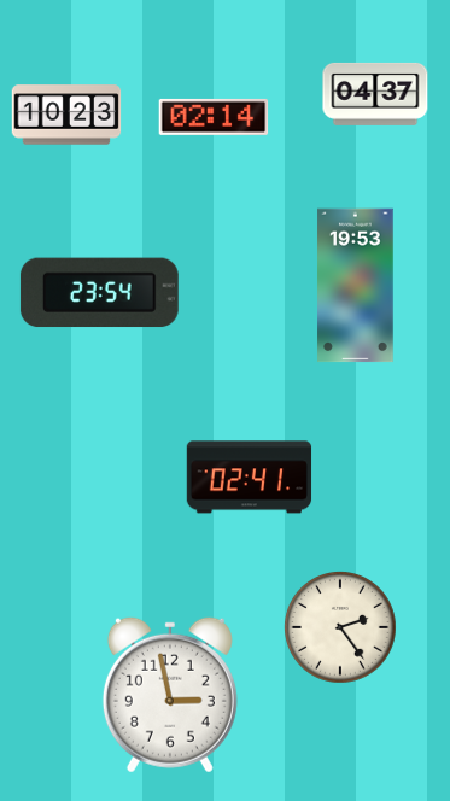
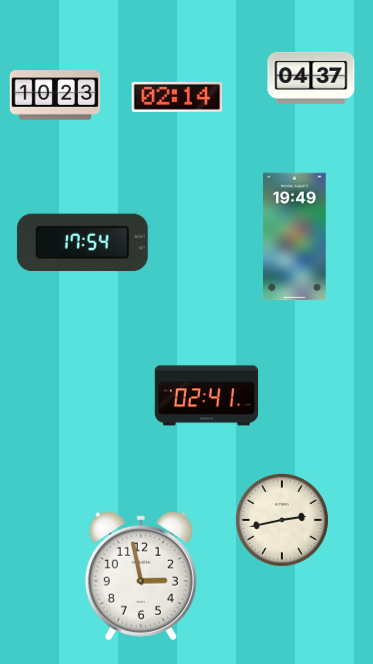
clock at (356, 286): 19:53 -> 19:49
clock at (99, 293): 23:54 -> 17:54
clock at (341, 628): 2:24 -> 2:43
